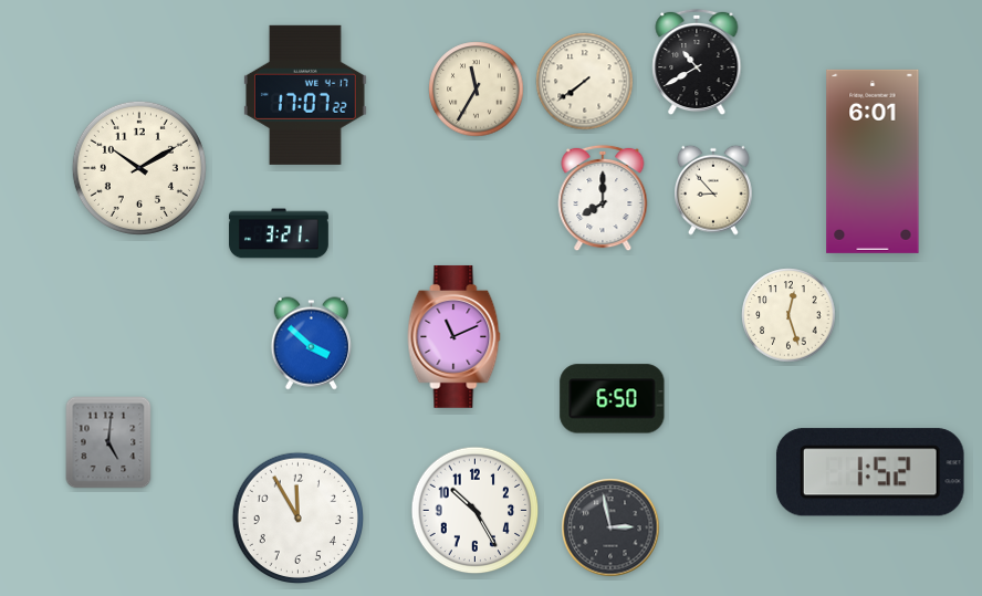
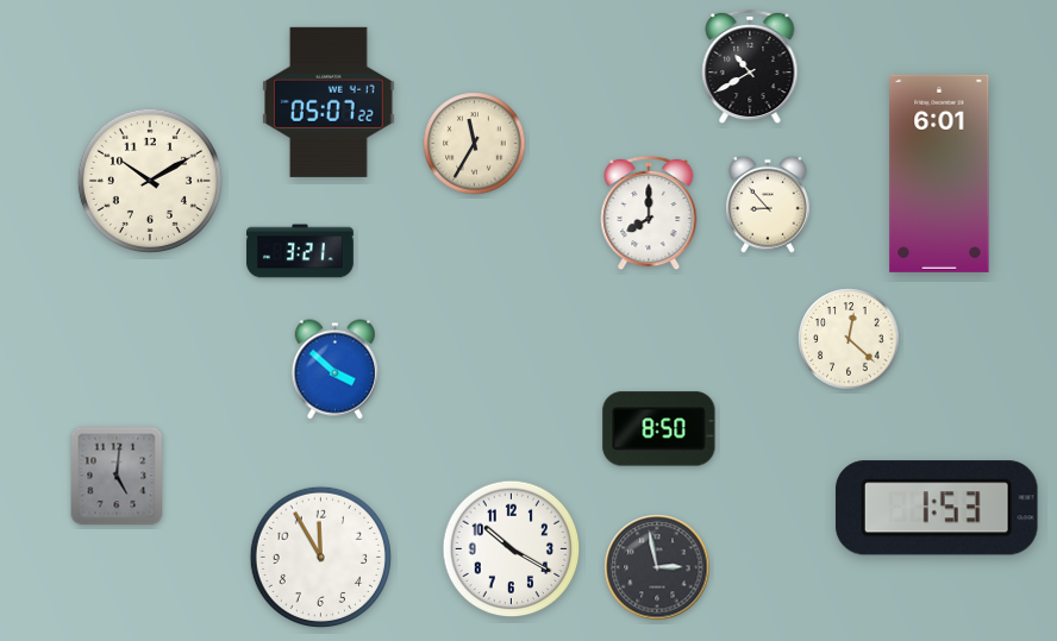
clock at (585, 82): 7:39 -> none
clock at (477, 90) position: (477, 90) -> (475, 144)
clock at (305, 95): 17:07 -> 05:07
clock at (788, 315): 12:27 -> 12:22
clock at (455, 337): 11:11 -> none
clock at (613, 399): 6:50 -> 8:50
clock at (870, 472): 1:52 -> 1:53
clock at (476, 511): 10:25 -> 10:20
